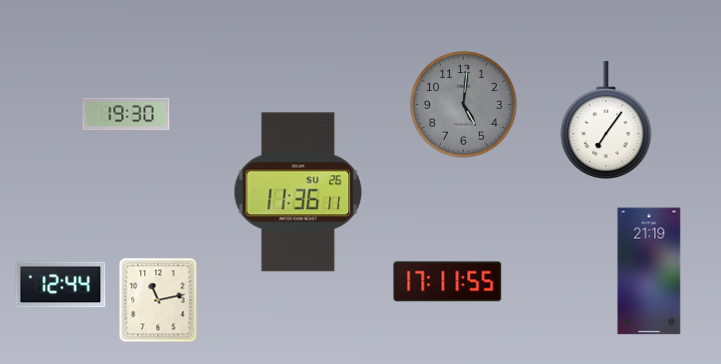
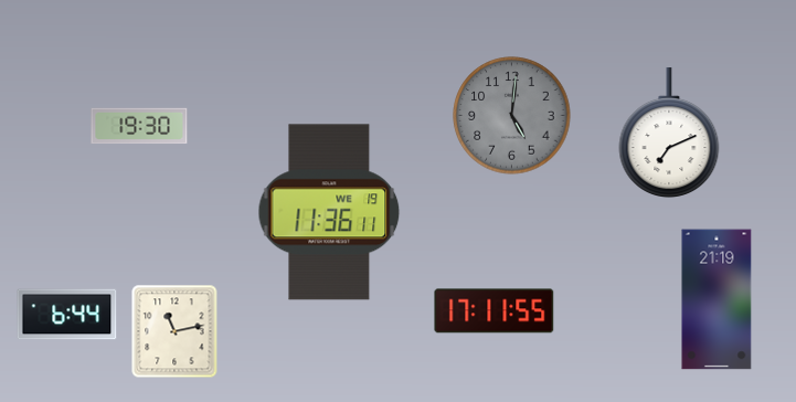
clock at (606, 120): 7:06 -> 7:11
clock at (298, 192) date: SU 26 -> WE 19
clock at (61, 285): 12:44 -> 6:44
